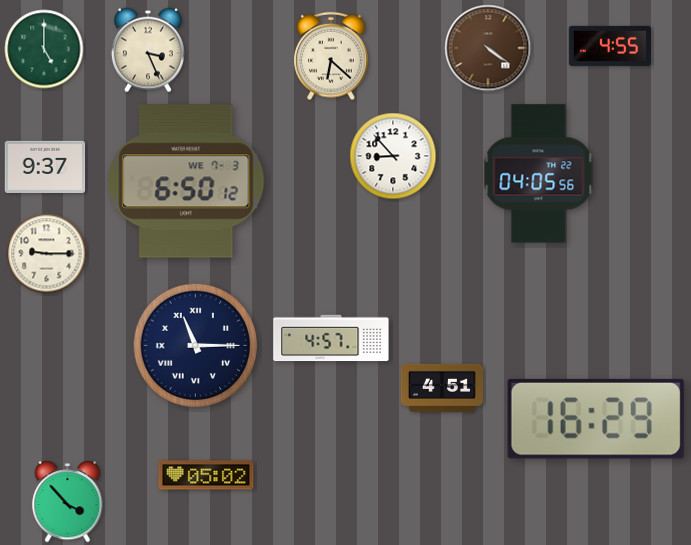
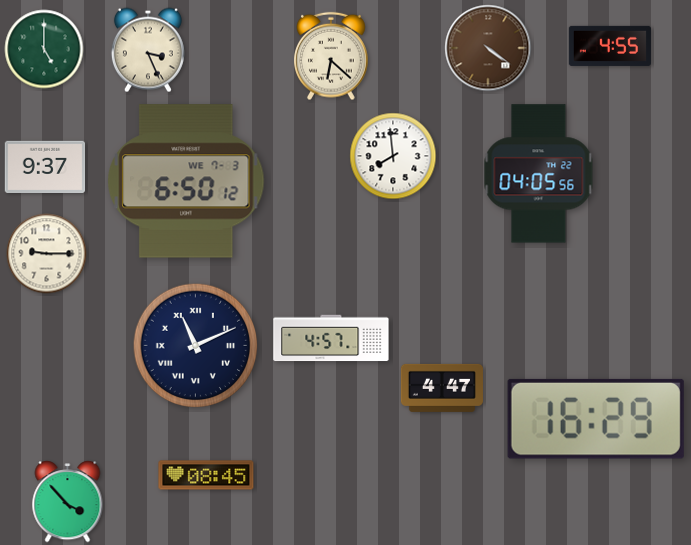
clock at (393, 156): 8:53 -> 7:59
clock at (196, 346): 11:15 -> 11:11
clock at (442, 388): 4:51 -> 4:47
clock at (206, 475): 05:02 -> 08:45
